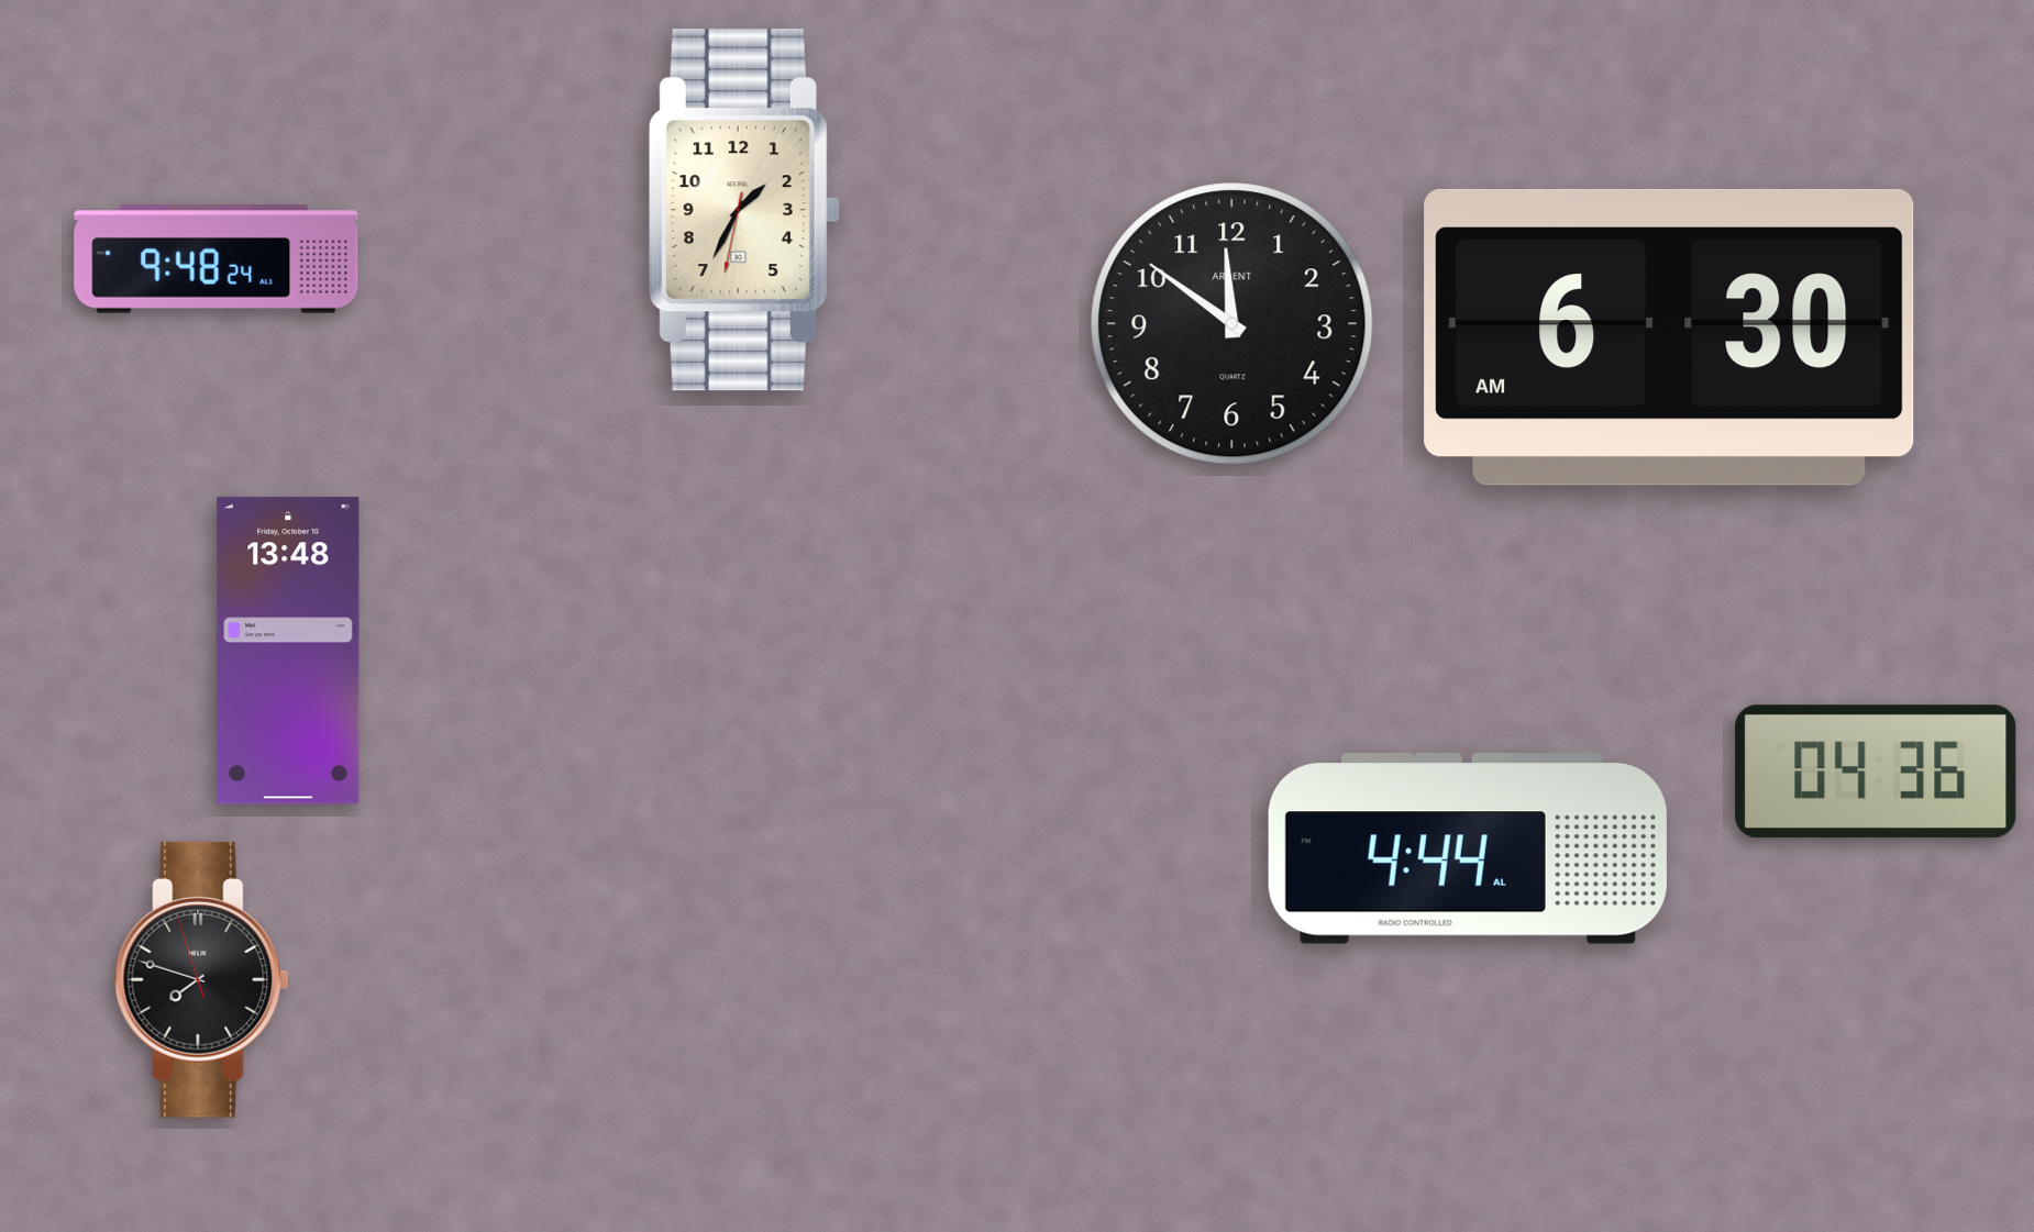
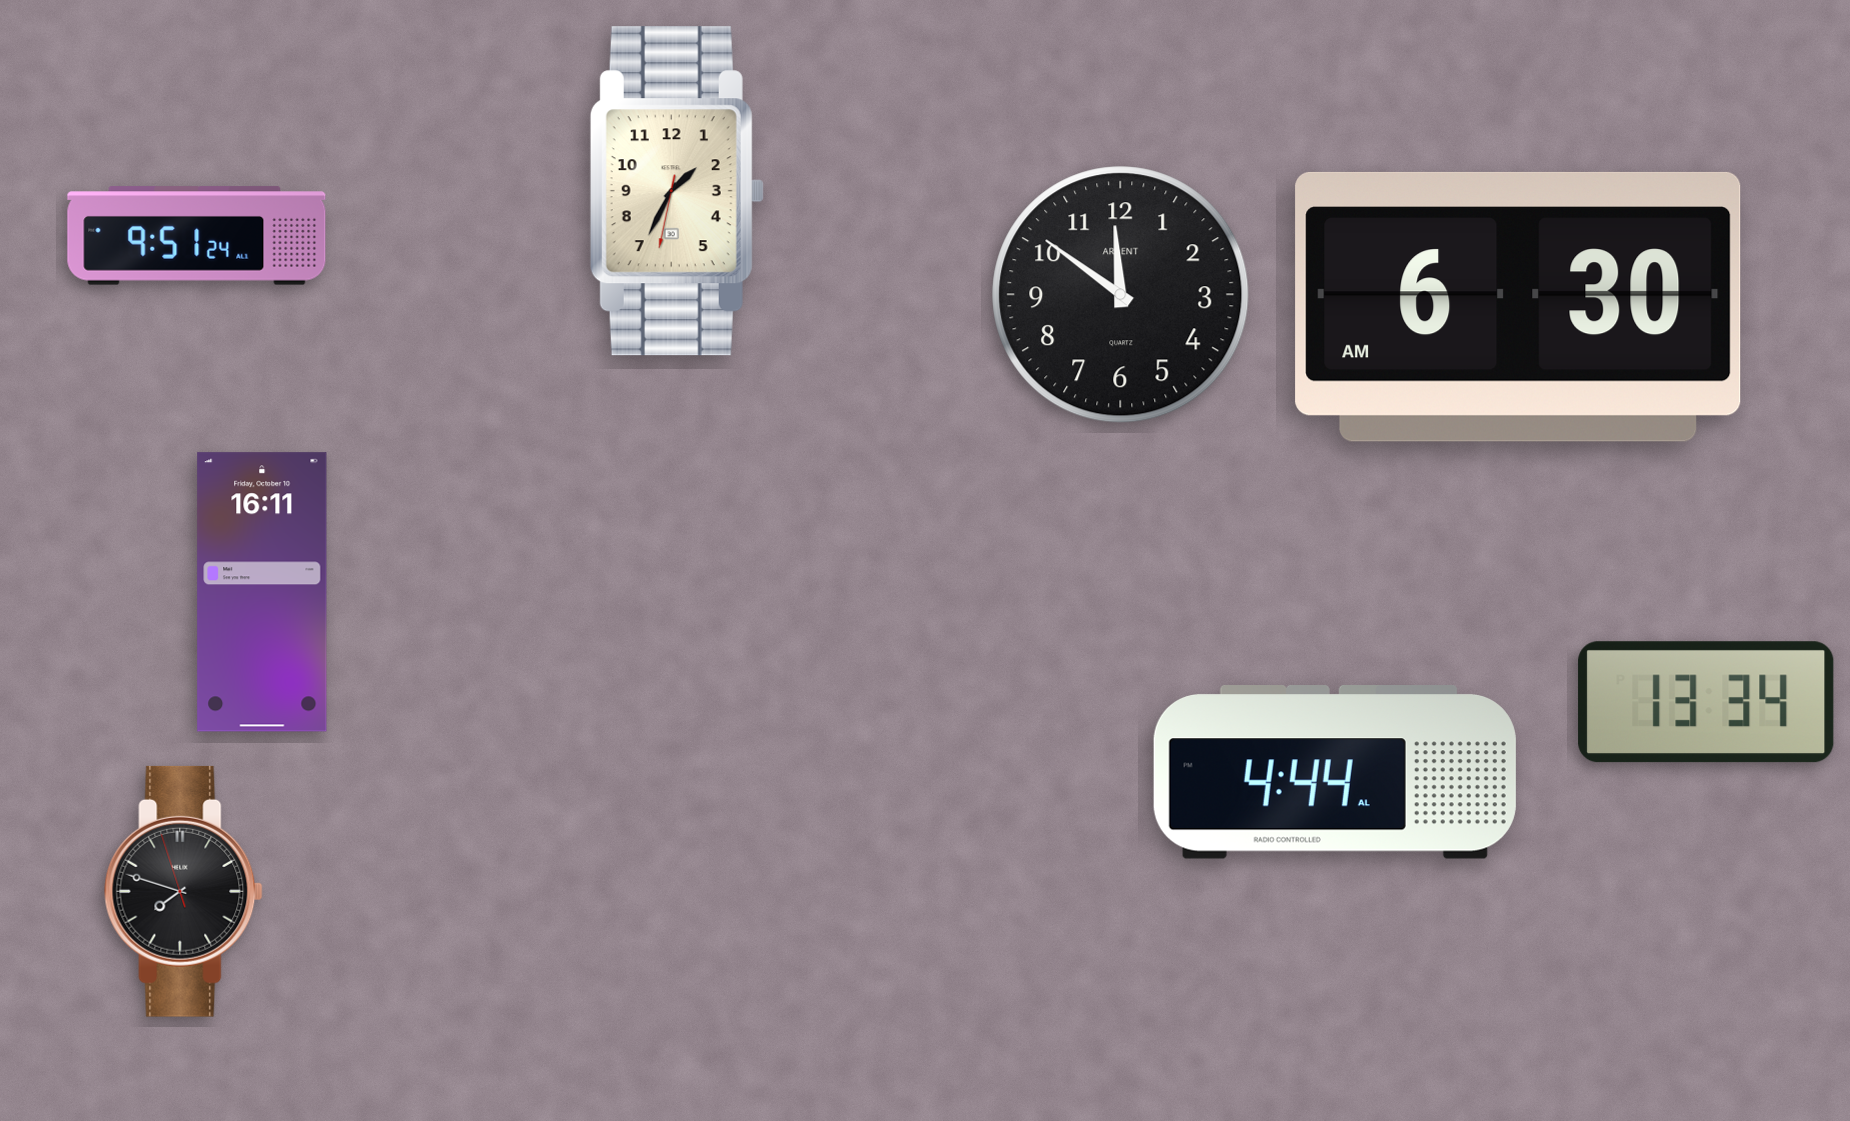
clock at (217, 259): 9:48 -> 9:51
clock at (288, 651): 13:48 -> 16:11
clock at (1876, 772): 04:36 -> 13:34
